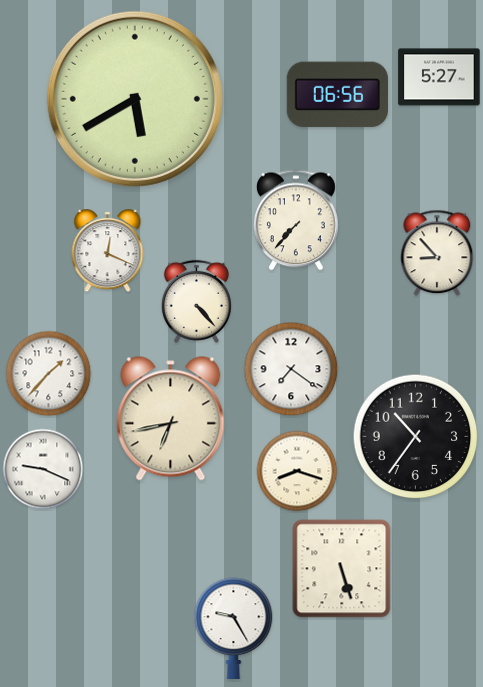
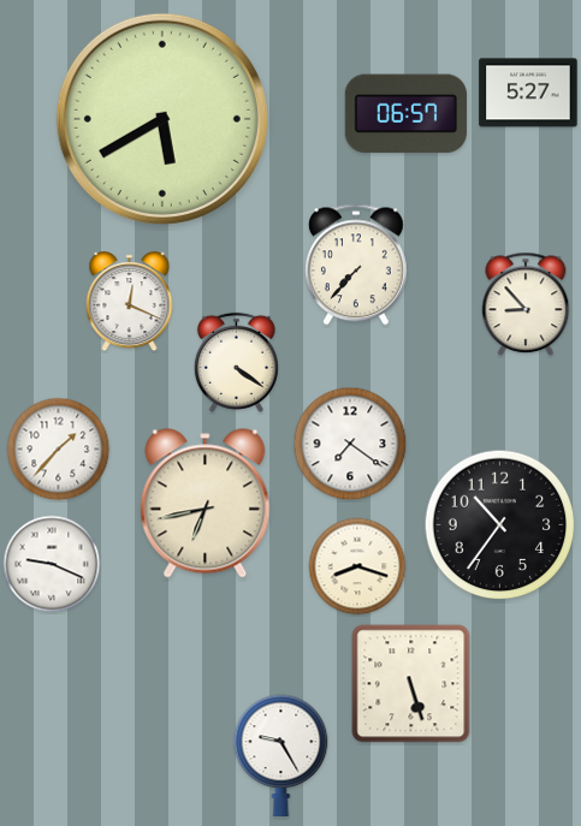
clock at (337, 95): 06:56 -> 06:57
clock at (196, 301): 4:23 -> 4:21
